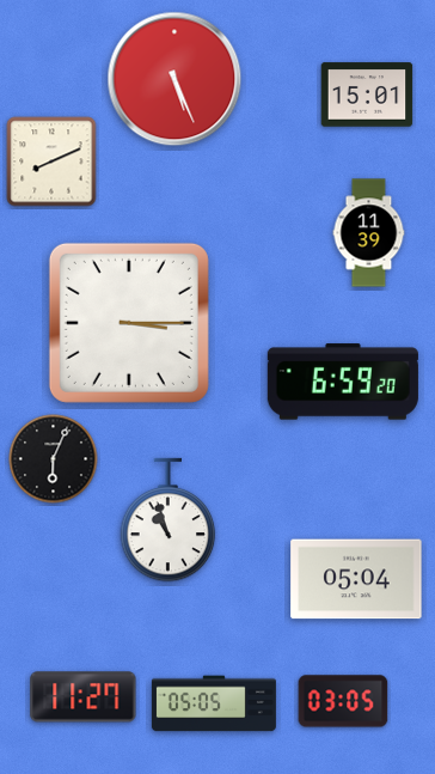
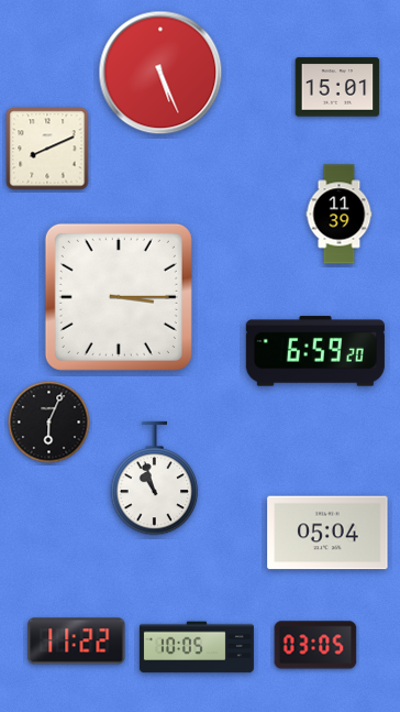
clock at (84, 697): 11:27 -> 11:22
clock at (214, 703): 05:05 -> 10:05
